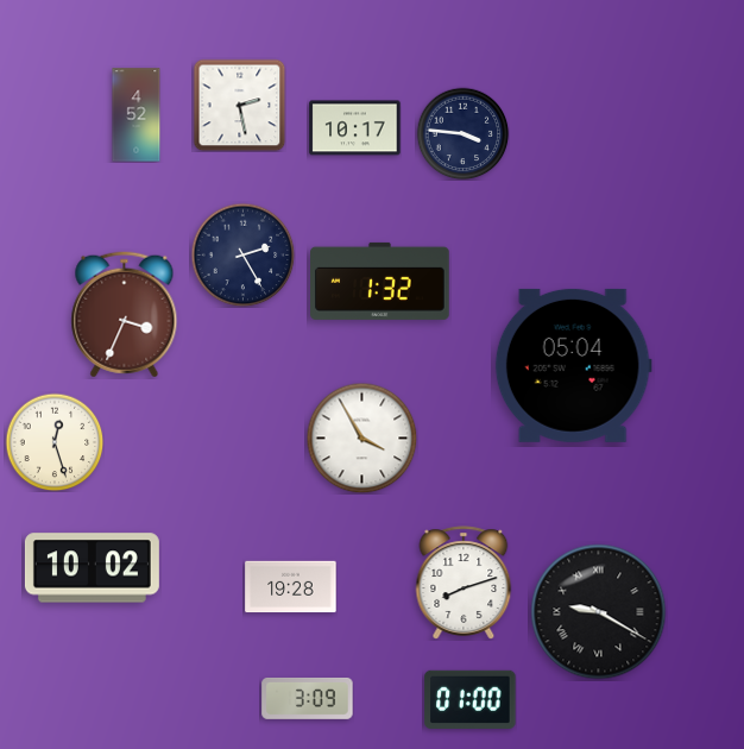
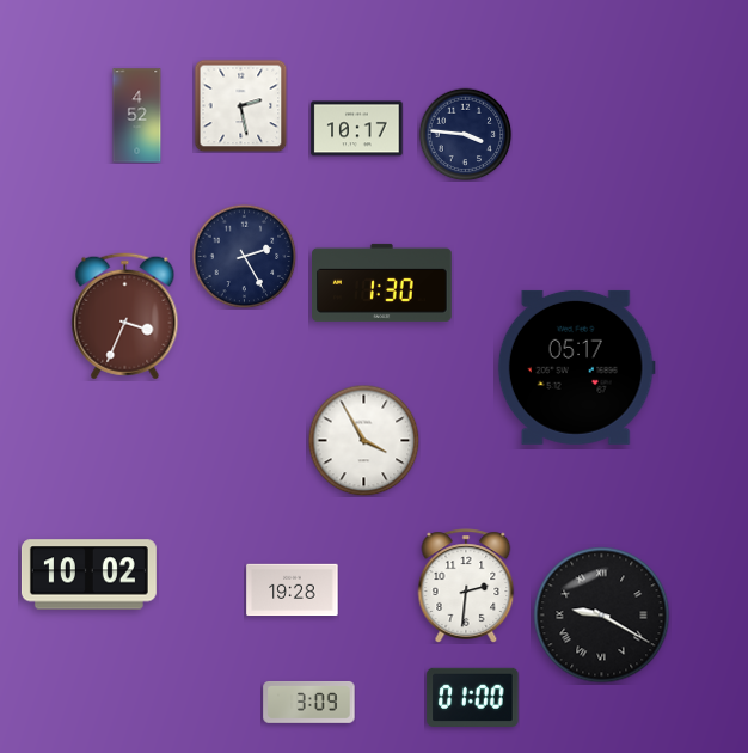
clock at (380, 281): 1:32 -> 1:30
clock at (573, 365): 05:04 -> 05:17
clock at (55, 442): 12:27 -> none
clock at (92, 568) position: (92, 568) -> (88, 575)
clock at (464, 583): 8:12 -> 2:31
clock at (471, 699) position: (471, 699) -> (473, 697)
